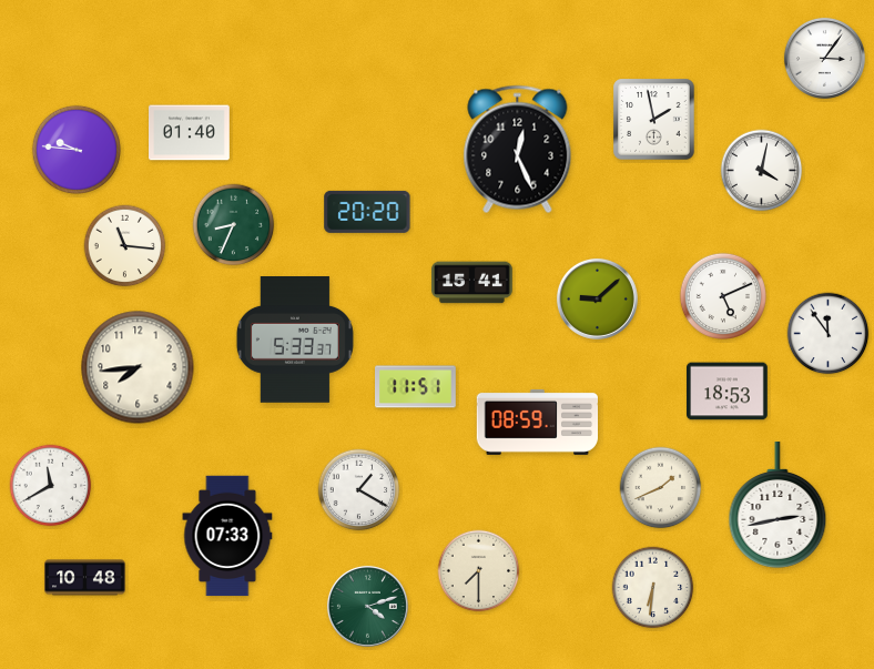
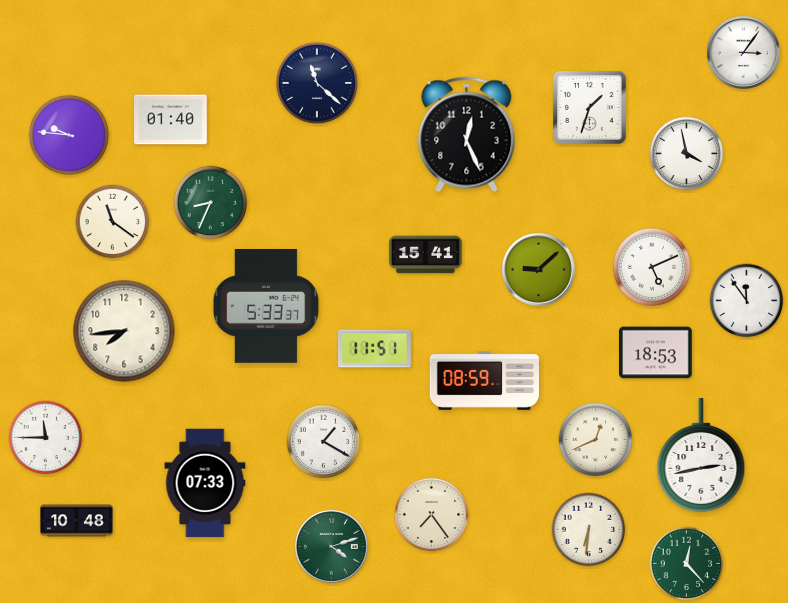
clock at (317, 83): none -> 11:22
clock at (654, 120): 1:58 -> 1:33
clock at (762, 171): 4:02 -> 3:58
clock at (367, 212): 20:20 -> none
clock at (125, 246): 11:16 -> 11:21
clock at (51, 486): 11:40 -> 11:45
clock at (661, 488): 1:41 -> 12:41
clock at (479, 571): 7:30 -> 7:24
clock at (687, 564): none -> 12:23
